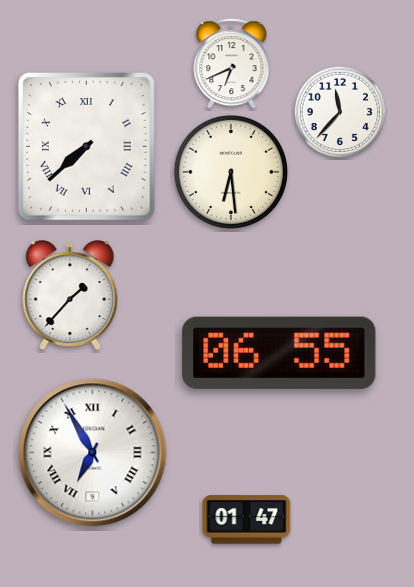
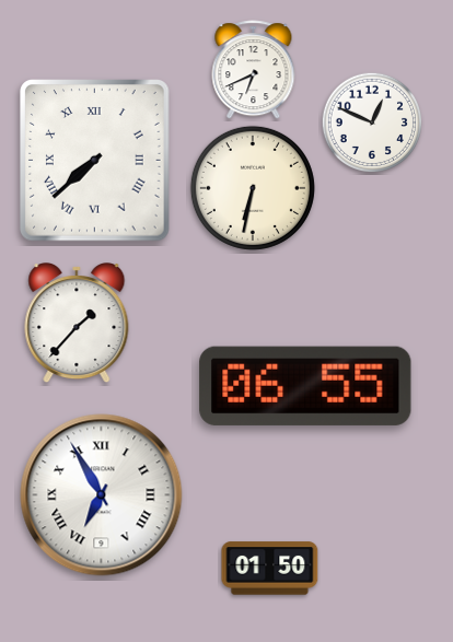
clock at (340, 112): 11:37 -> 12:49
clock at (231, 172): 6:29 -> 6:32
clock at (247, 520): 01:47 -> 01:50
